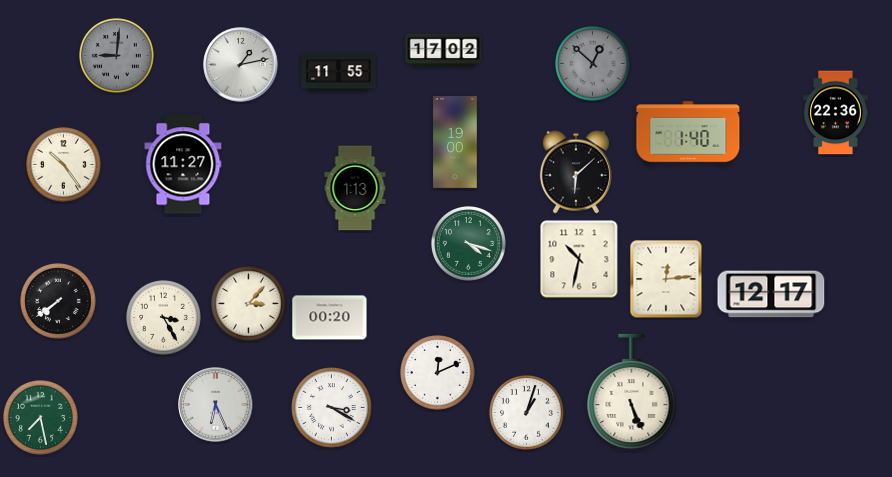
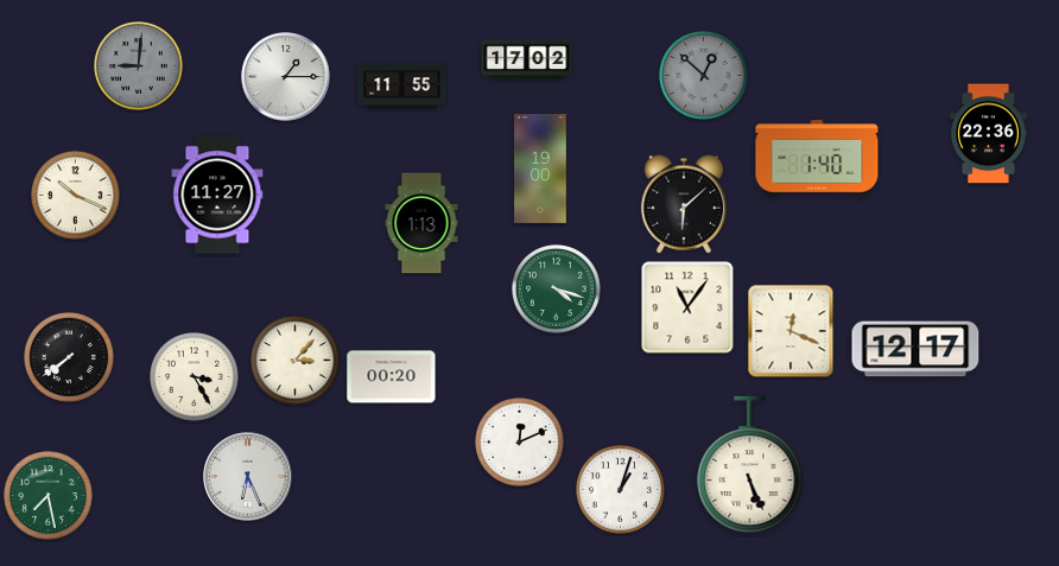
clock at (241, 65): 1:13 -> 1:15
clock at (835, 113) position: (835, 113) -> (988, 134)
clock at (64, 165): 10:24 -> 10:19
clock at (579, 259): 10:32 -> 11:06
clock at (666, 279): 12:14 -> 12:19
clock at (216, 405) position: (216, 405) -> (248, 477)
clock at (332, 408): 3:20 -> none
clock at (527, 413) position: (527, 413) -> (621, 490)
